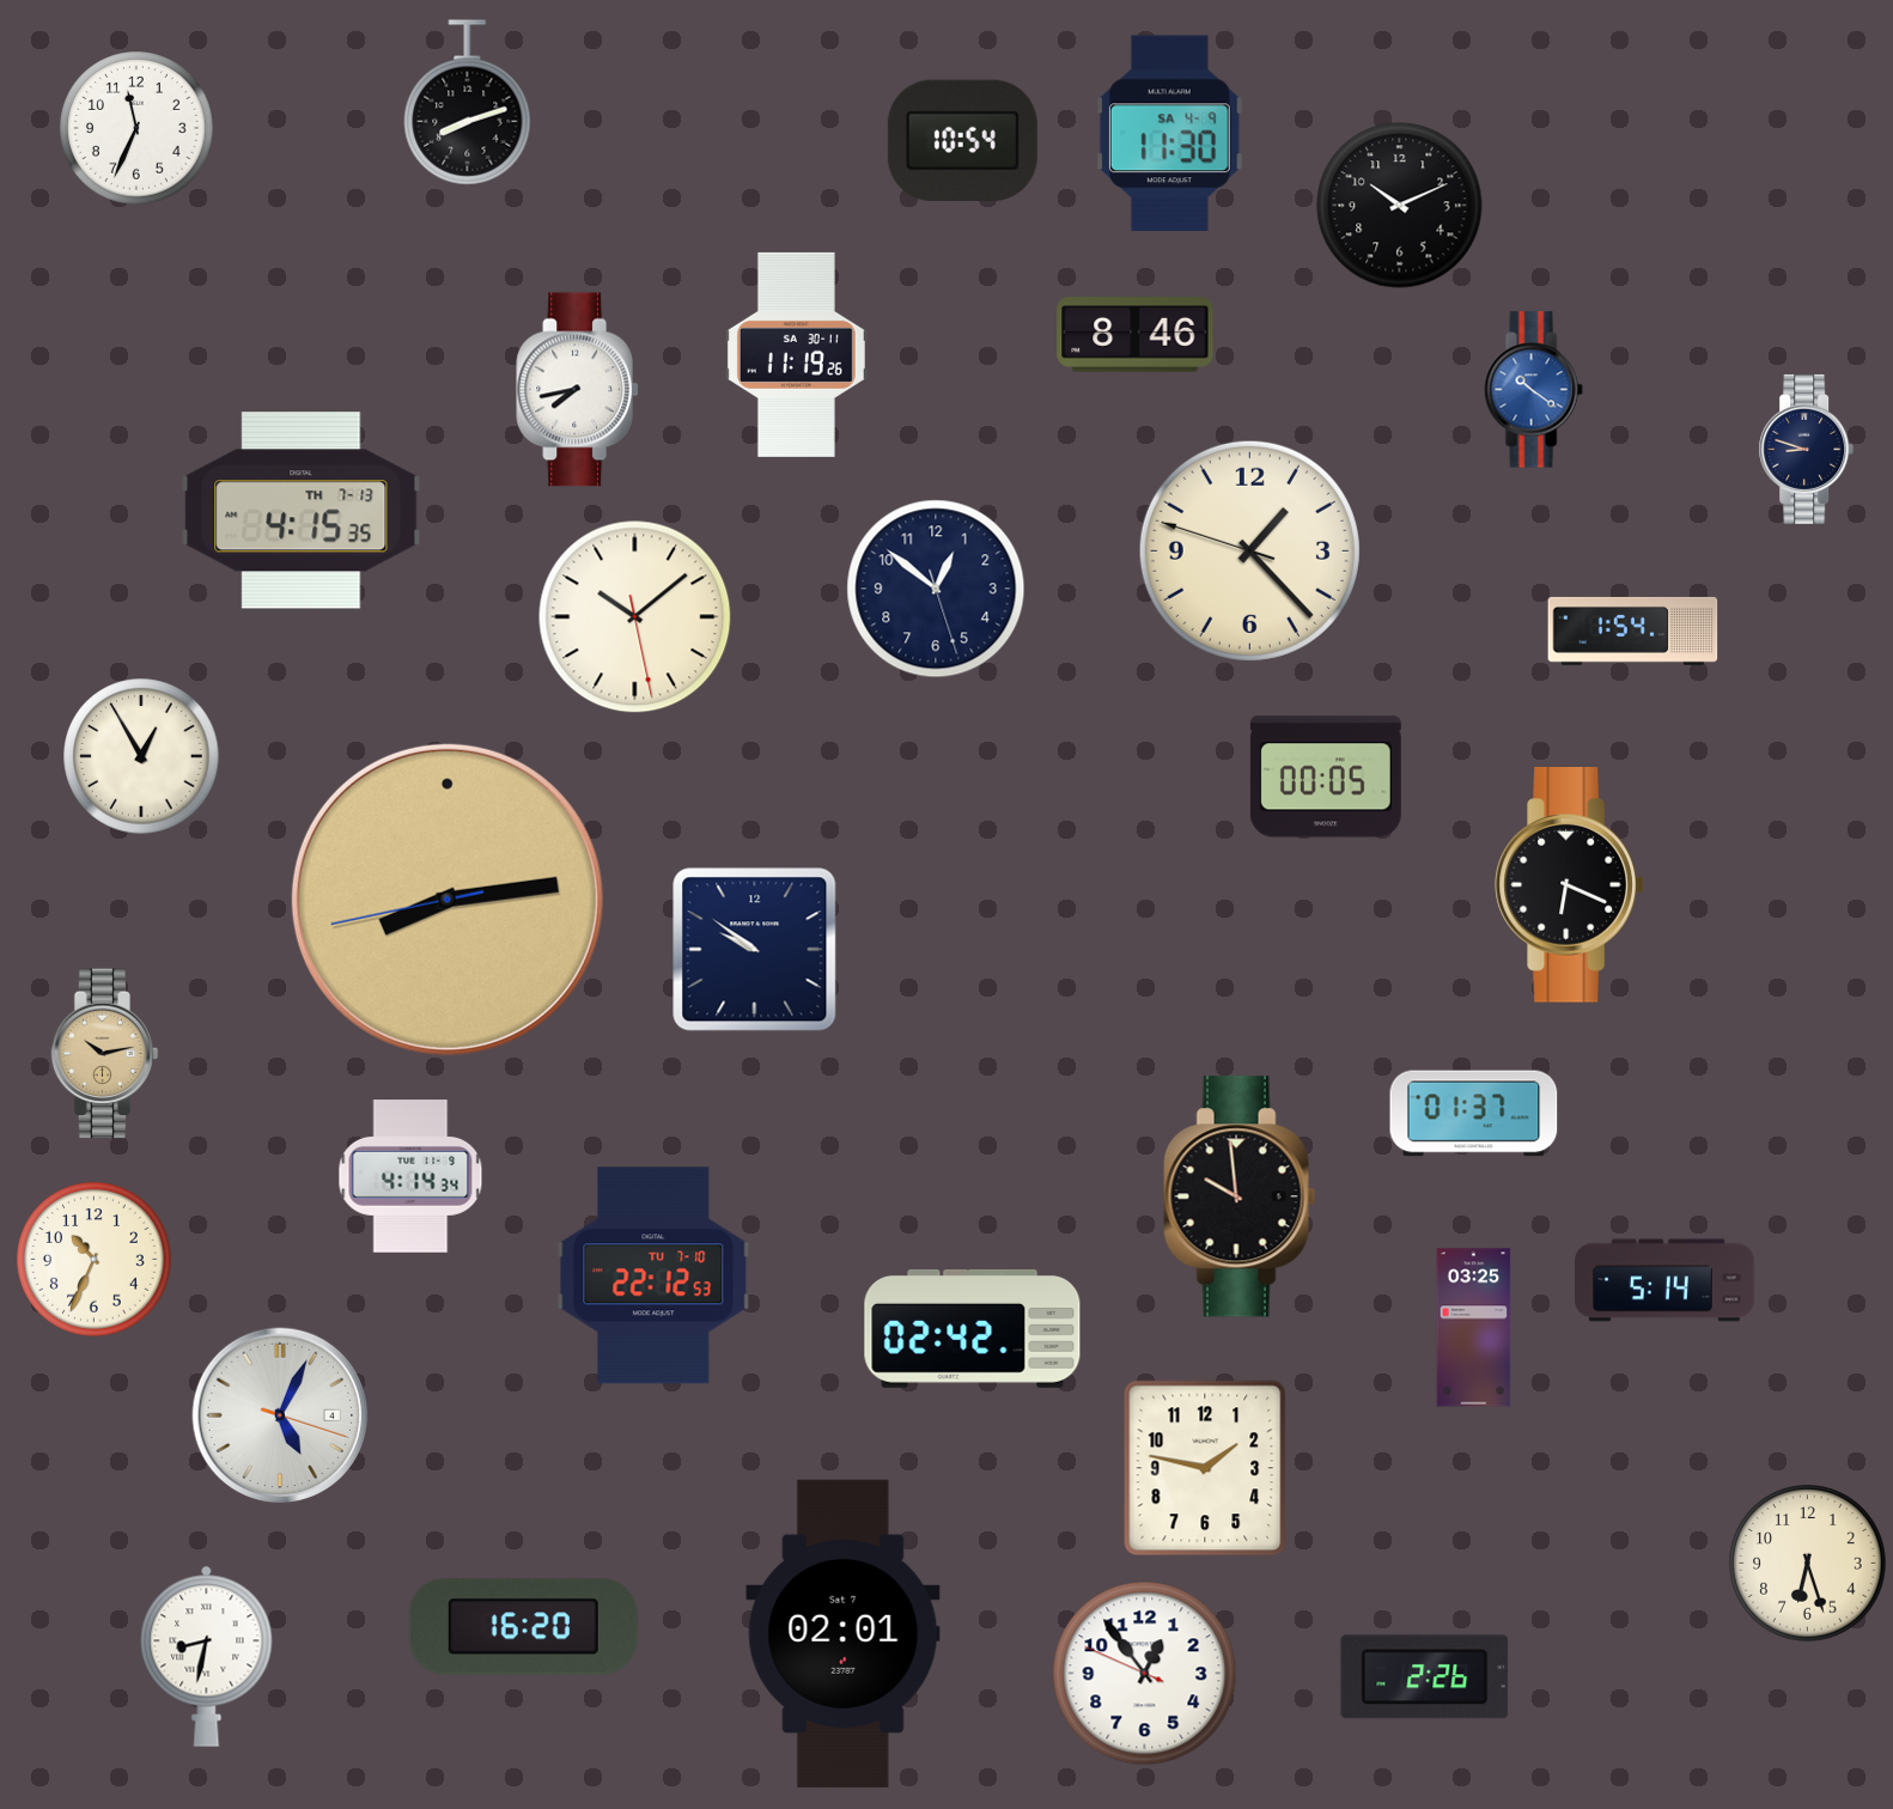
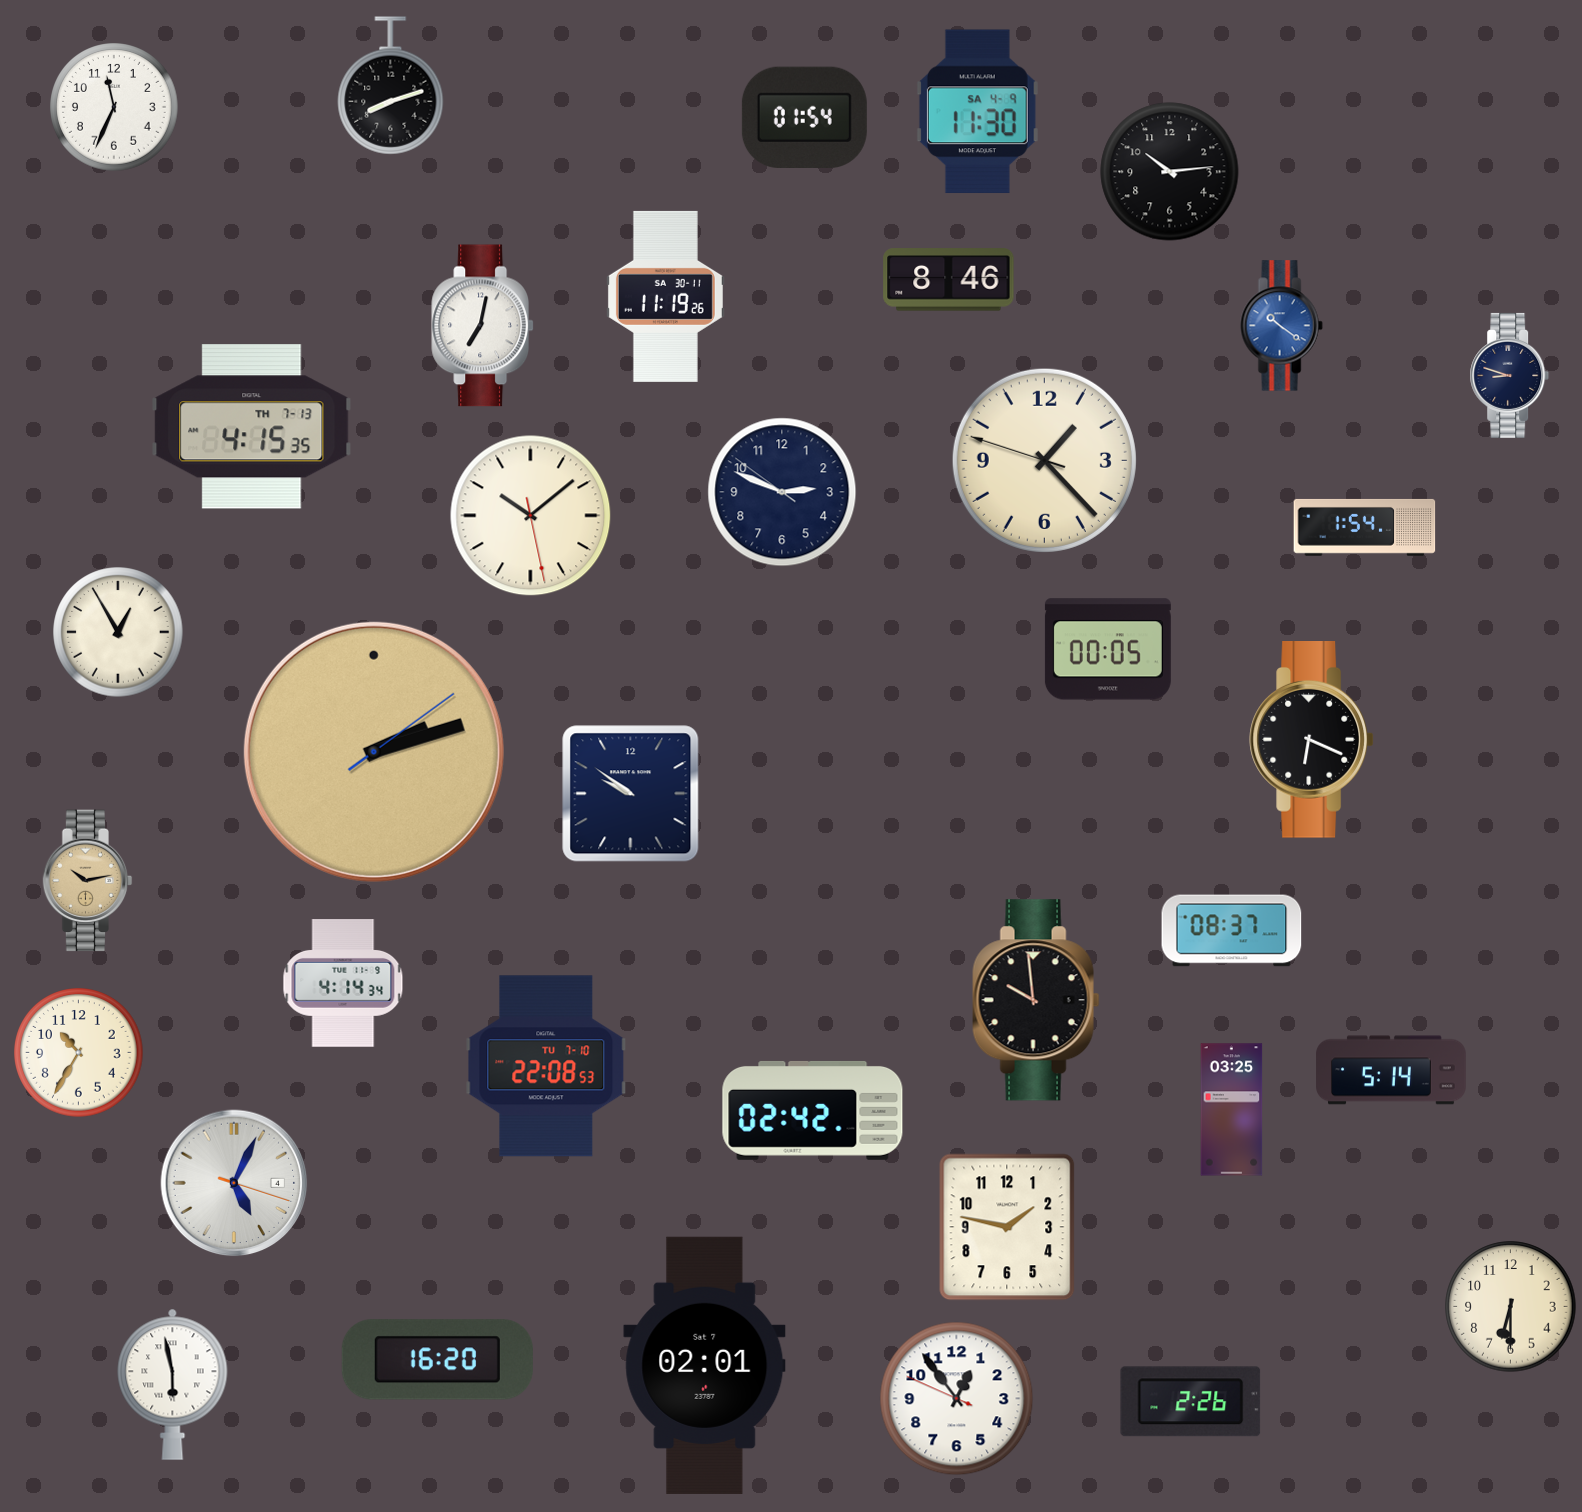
clock at (962, 140): 10:54 -> 01:54
clock at (1400, 206): 10:11 -> 10:14
clock at (578, 390): 7:43 -> 7:02
clock at (936, 589): 12:51 -> 2:48
clock at (448, 900): 8:13 -> 2:12
clock at (1474, 1114): 01:37 -> 08:37
clock at (95, 1260): 10:34 -> 10:35
clock at (653, 1275): 22:12 -> 22:08
clock at (1808, 1564): 6:27 -> 6:30
clock at (207, 1656): 8:32 -> 5:58
